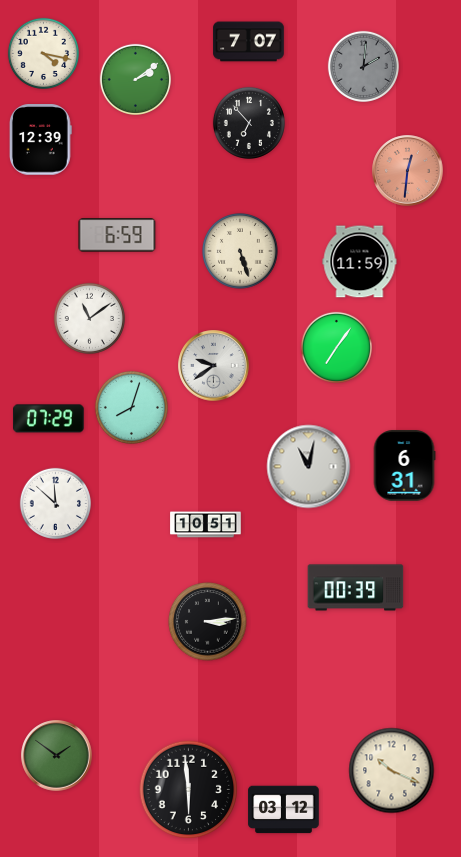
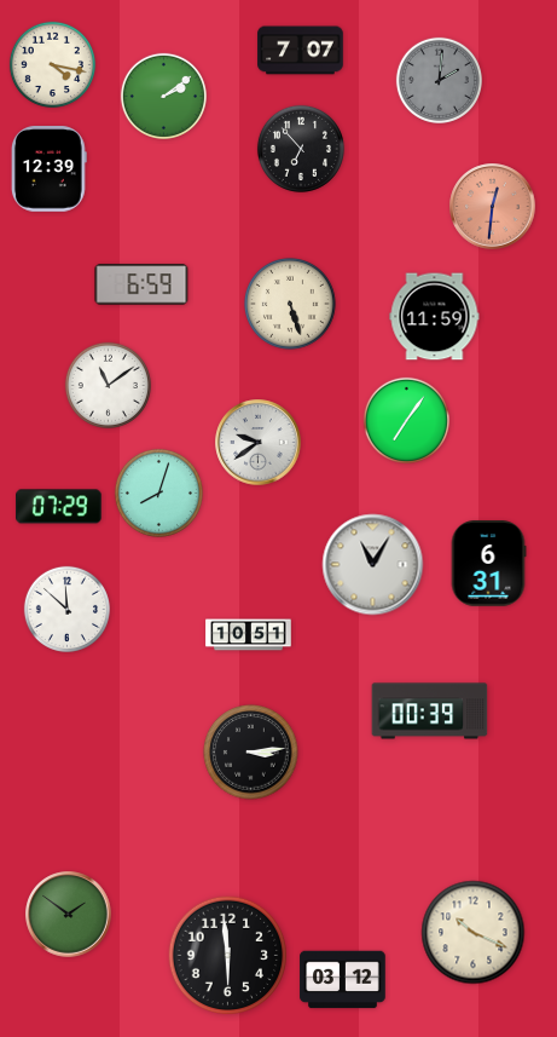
clock at (309, 467): 11:02 -> 11:05
